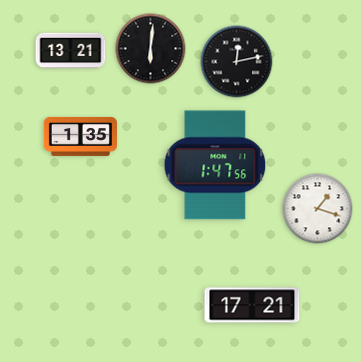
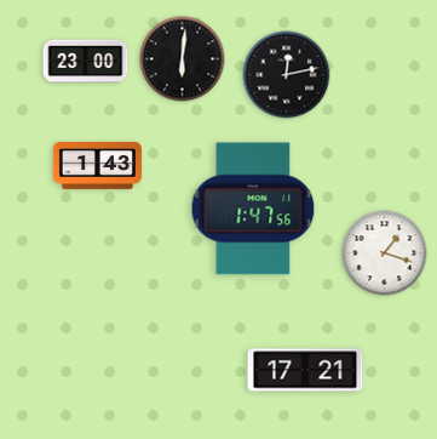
clock at (71, 51): 13:21 -> 23:00
clock at (80, 136): 1:35 -> 1:43
clock at (215, 165) position: (215, 165) -> (253, 209)
